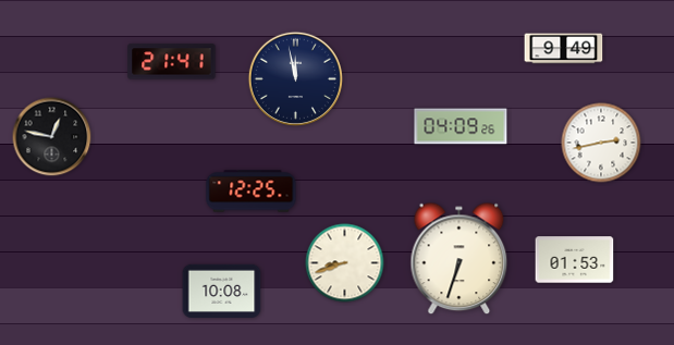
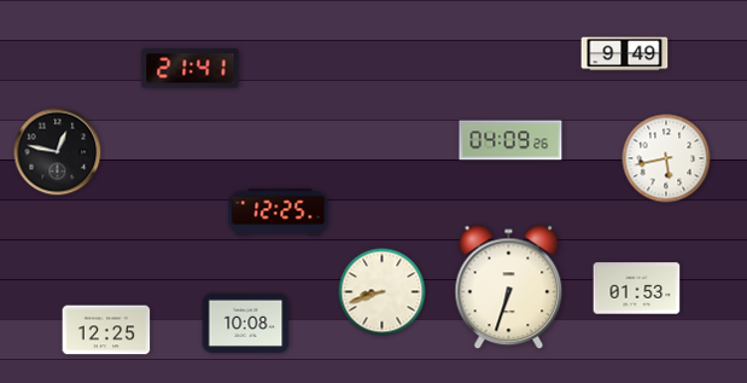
clock at (295, 78): 11:58 -> none
clock at (601, 143): 2:43 -> 5:43
clock at (106, 330): none -> 12:25
